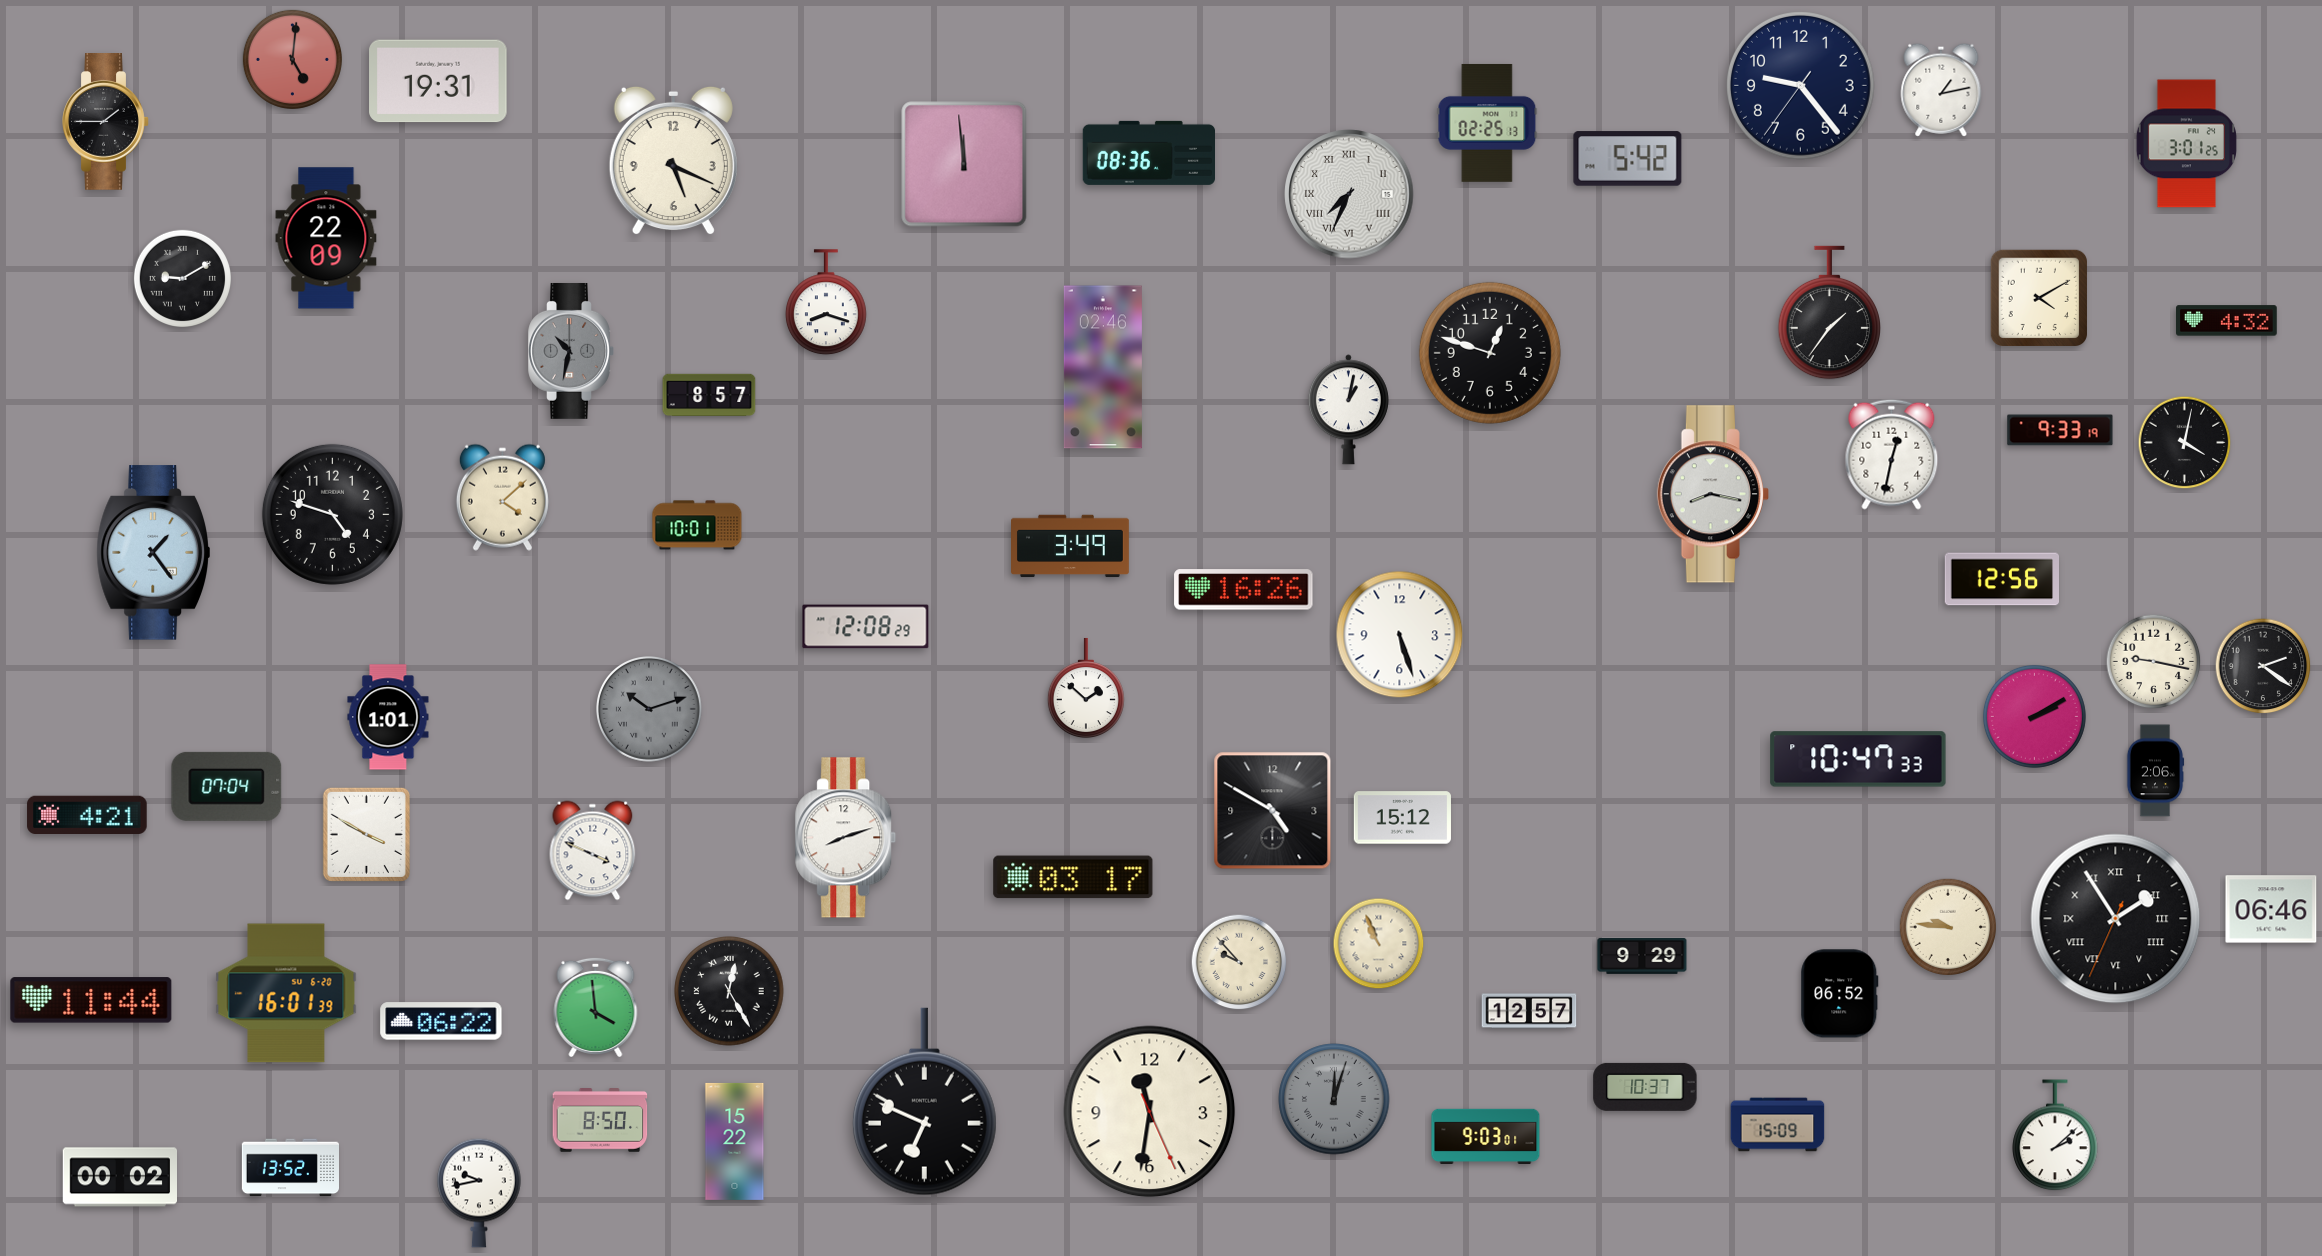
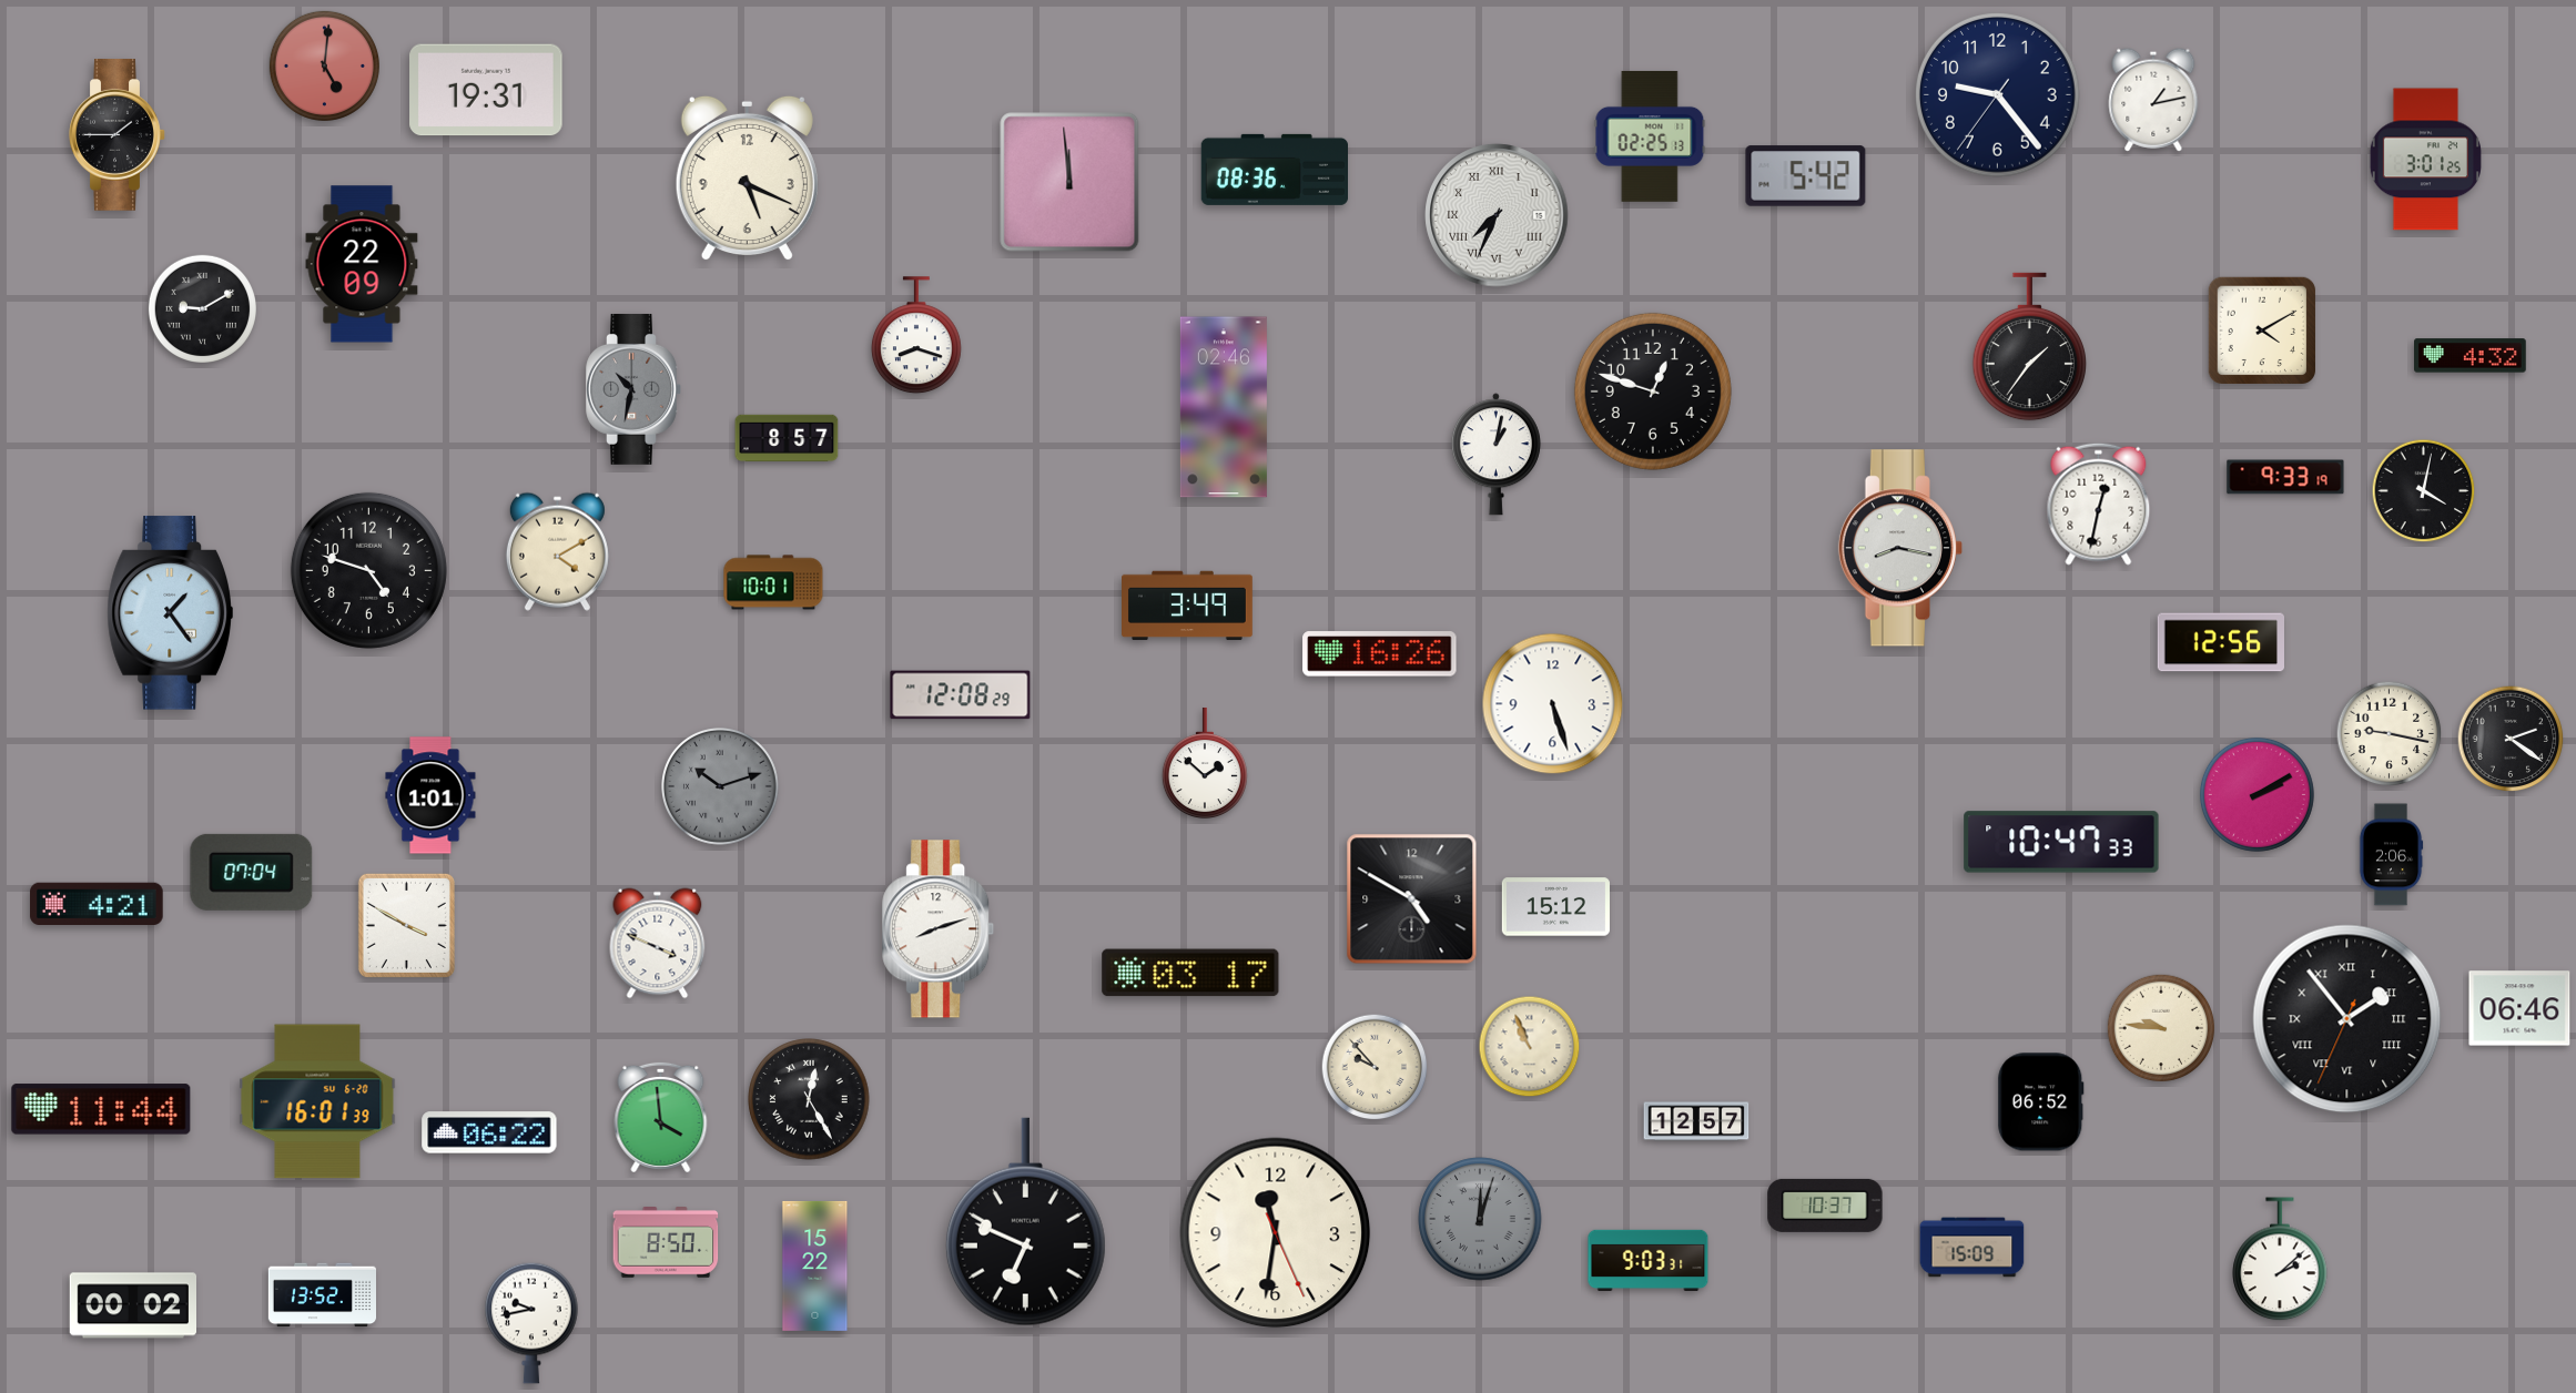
clock at (502, 497): 4:08 -> 4:10
clock at (2116, 919): 1:54 -> 1:53
clock at (1642, 956): 9:29 -> none
clock at (1486, 1136): 9:03:01 -> 9:03:31
